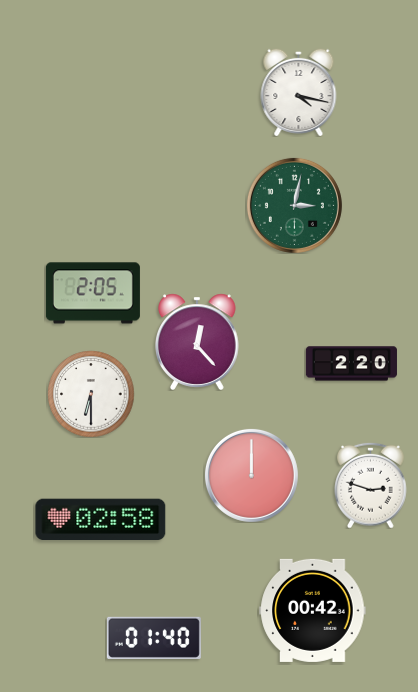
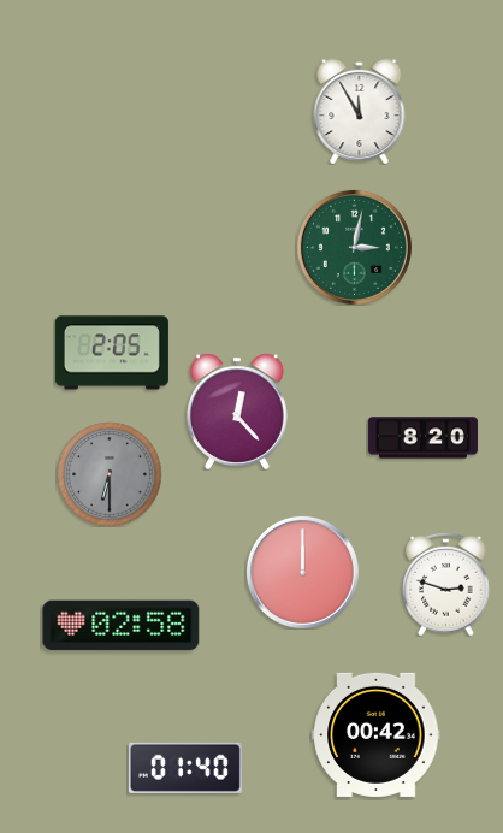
clock at (299, 92): 4:17 -> 11:55
clock at (351, 364): 2:20 -> 8:20
clock at (91, 394) dial: white -> grey
